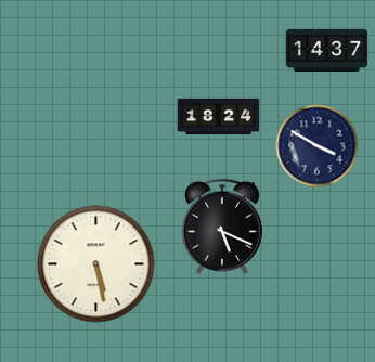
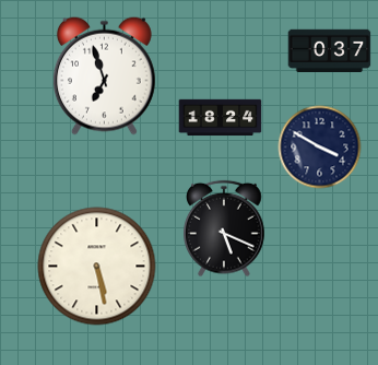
clock at (327, 50): 14:37 -> 0:37
clock at (104, 75): none -> 6:57
